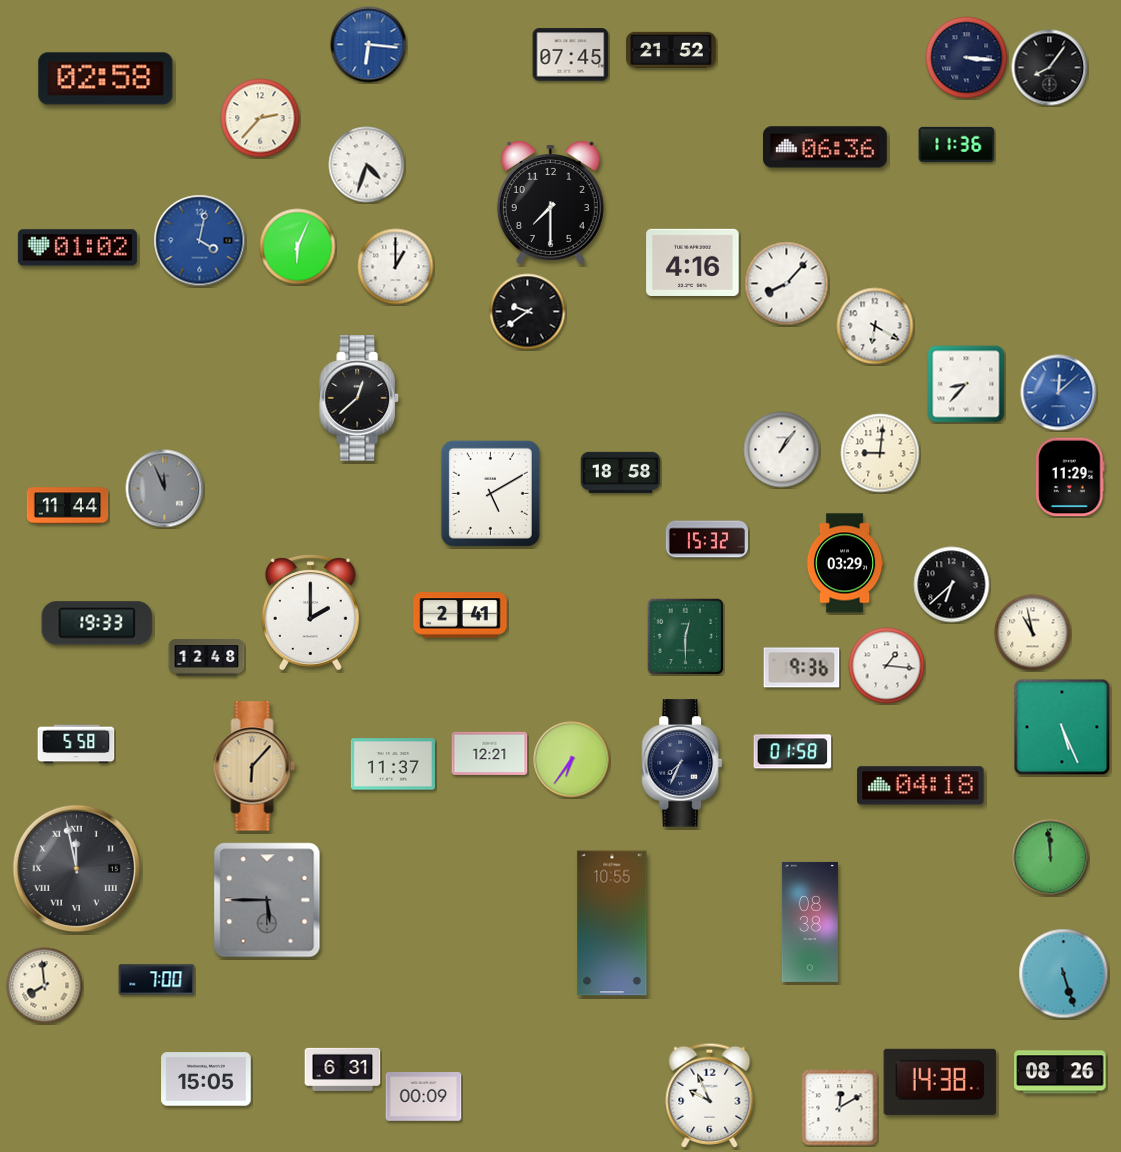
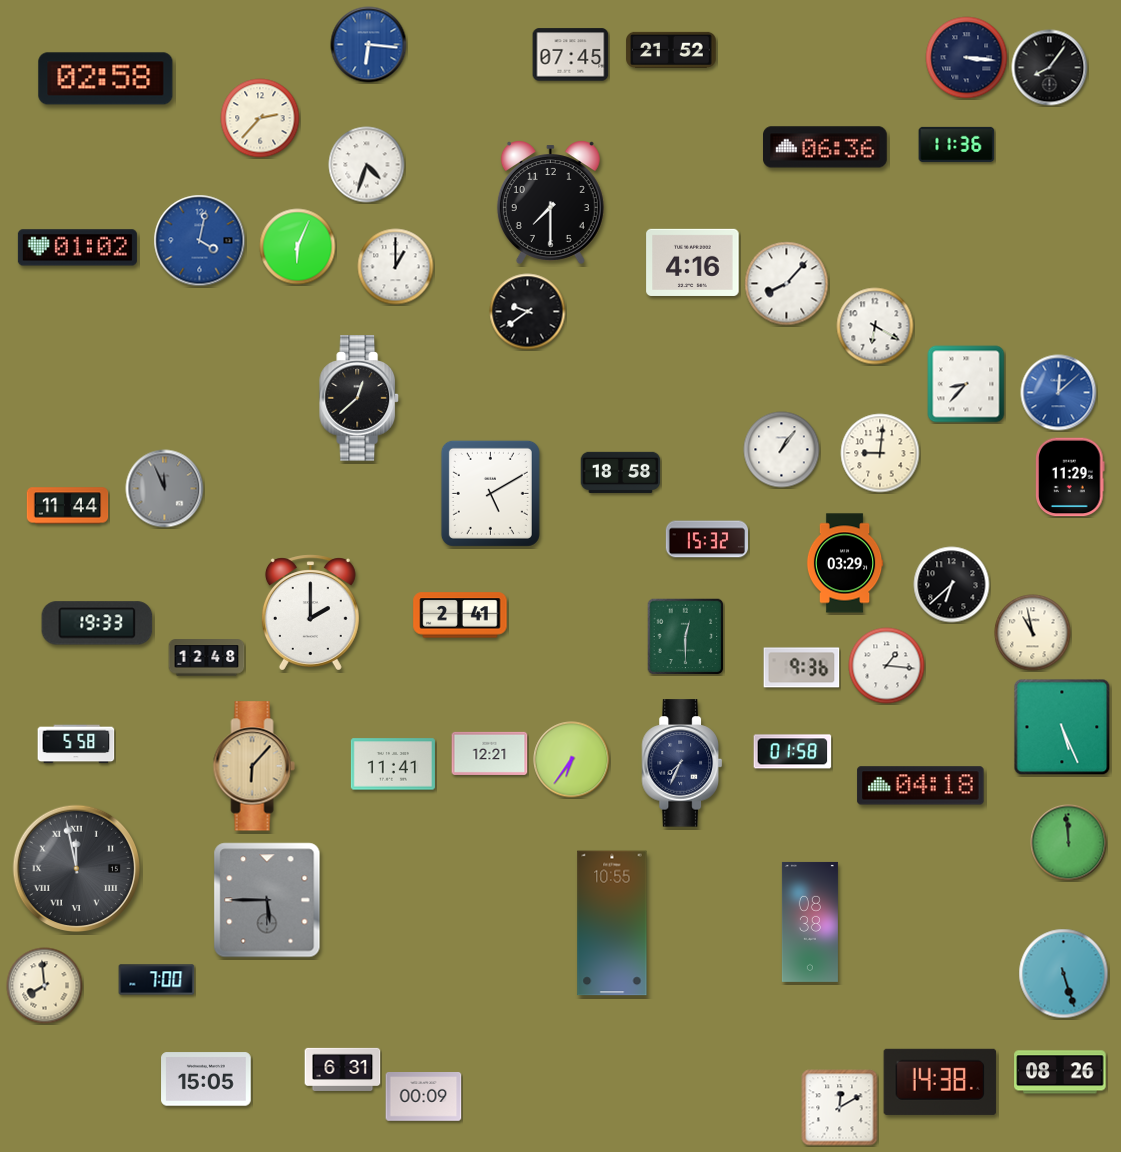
clock at (393, 764): 11:37 -> 11:41
clock at (1051, 858) position: (1051, 858) -> (1069, 843)
clock at (710, 1095): 9:56 -> none
